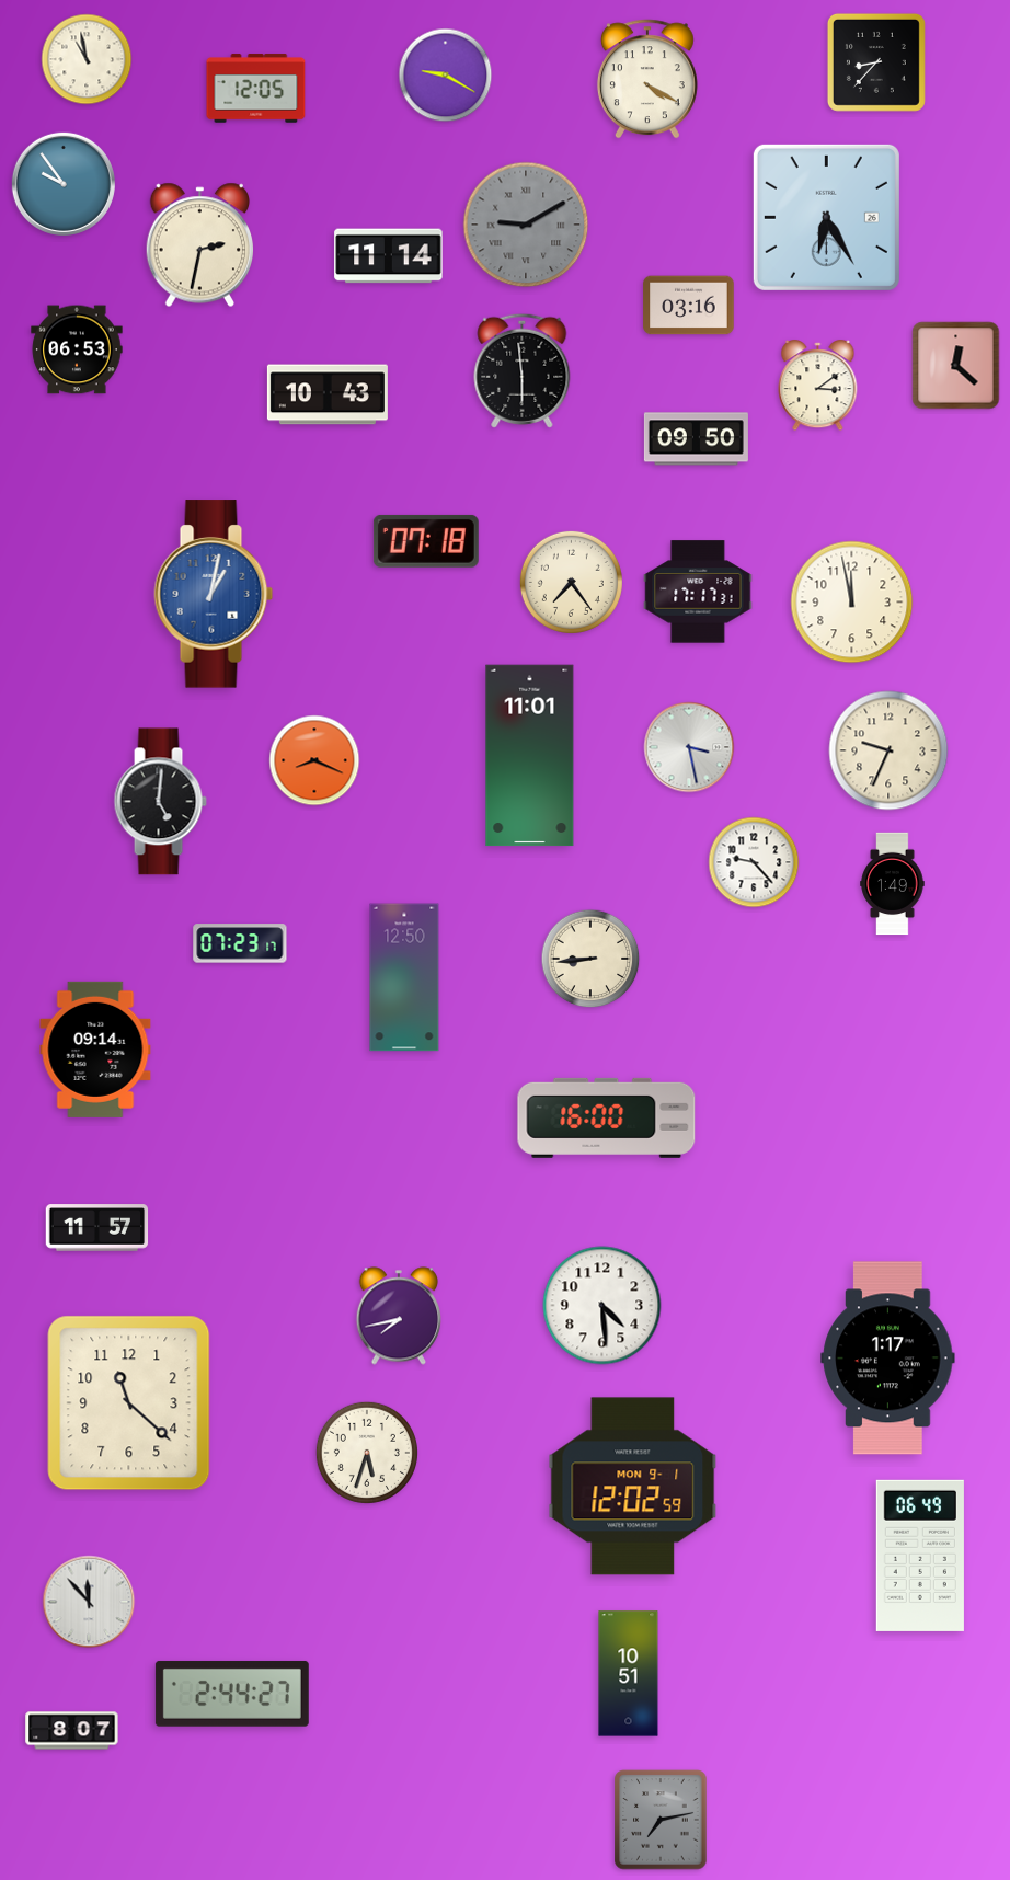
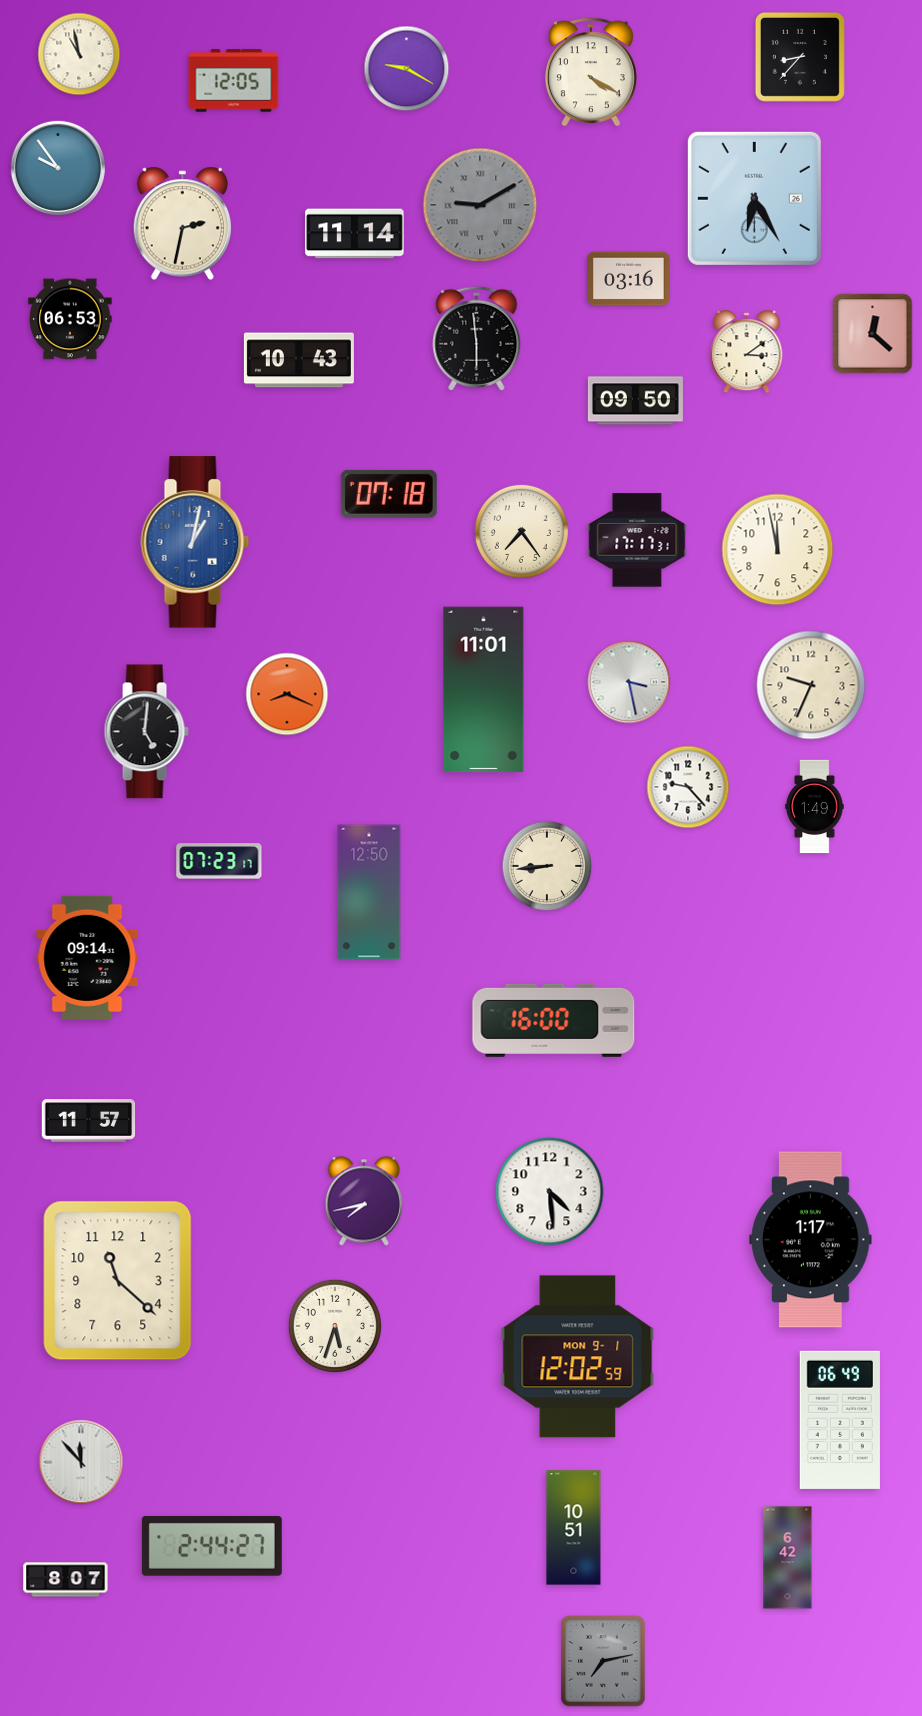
clock at (590, 959) position: (590, 959) -> (547, 866)
clock at (788, 1558): none -> 6:42
